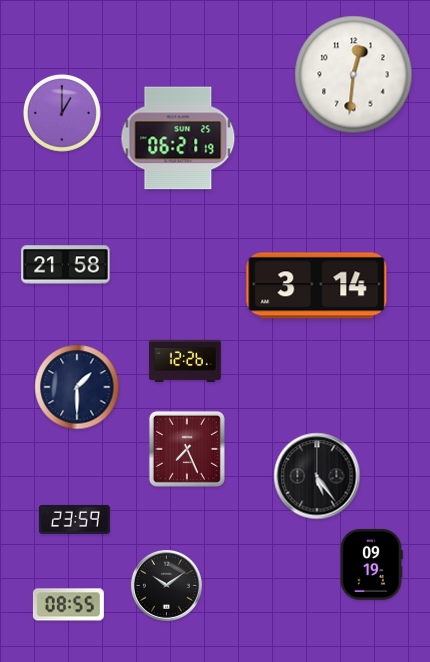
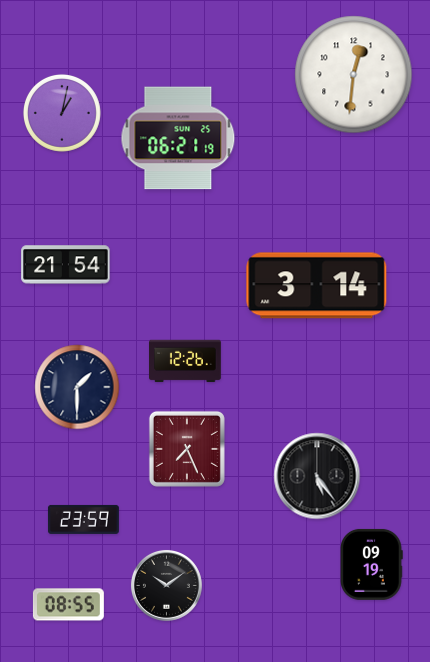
clock at (62, 113): 1:00 -> 1:02
clock at (66, 265): 21:58 -> 21:54
clock at (74, 519) position: (74, 519) -> (83, 519)
